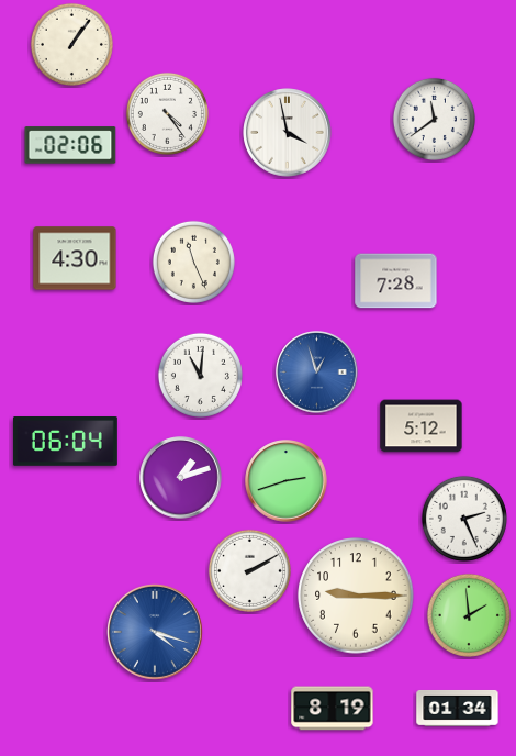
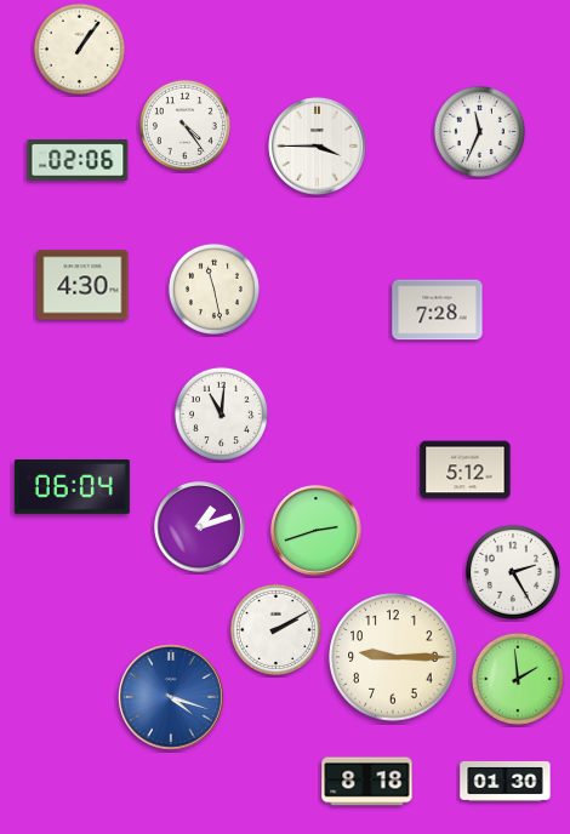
clock at (434, 119): 11:39 -> 11:34
clock at (288, 133): 3:58 -> 3:45
clock at (193, 262): 11:26 -> 11:28
clock at (317, 373): 12:57 -> none
clock at (464, 519): 2:26 -> 2:25
clock at (333, 709): 8:19 -> 8:18
clock at (458, 709): 01:34 -> 01:30
